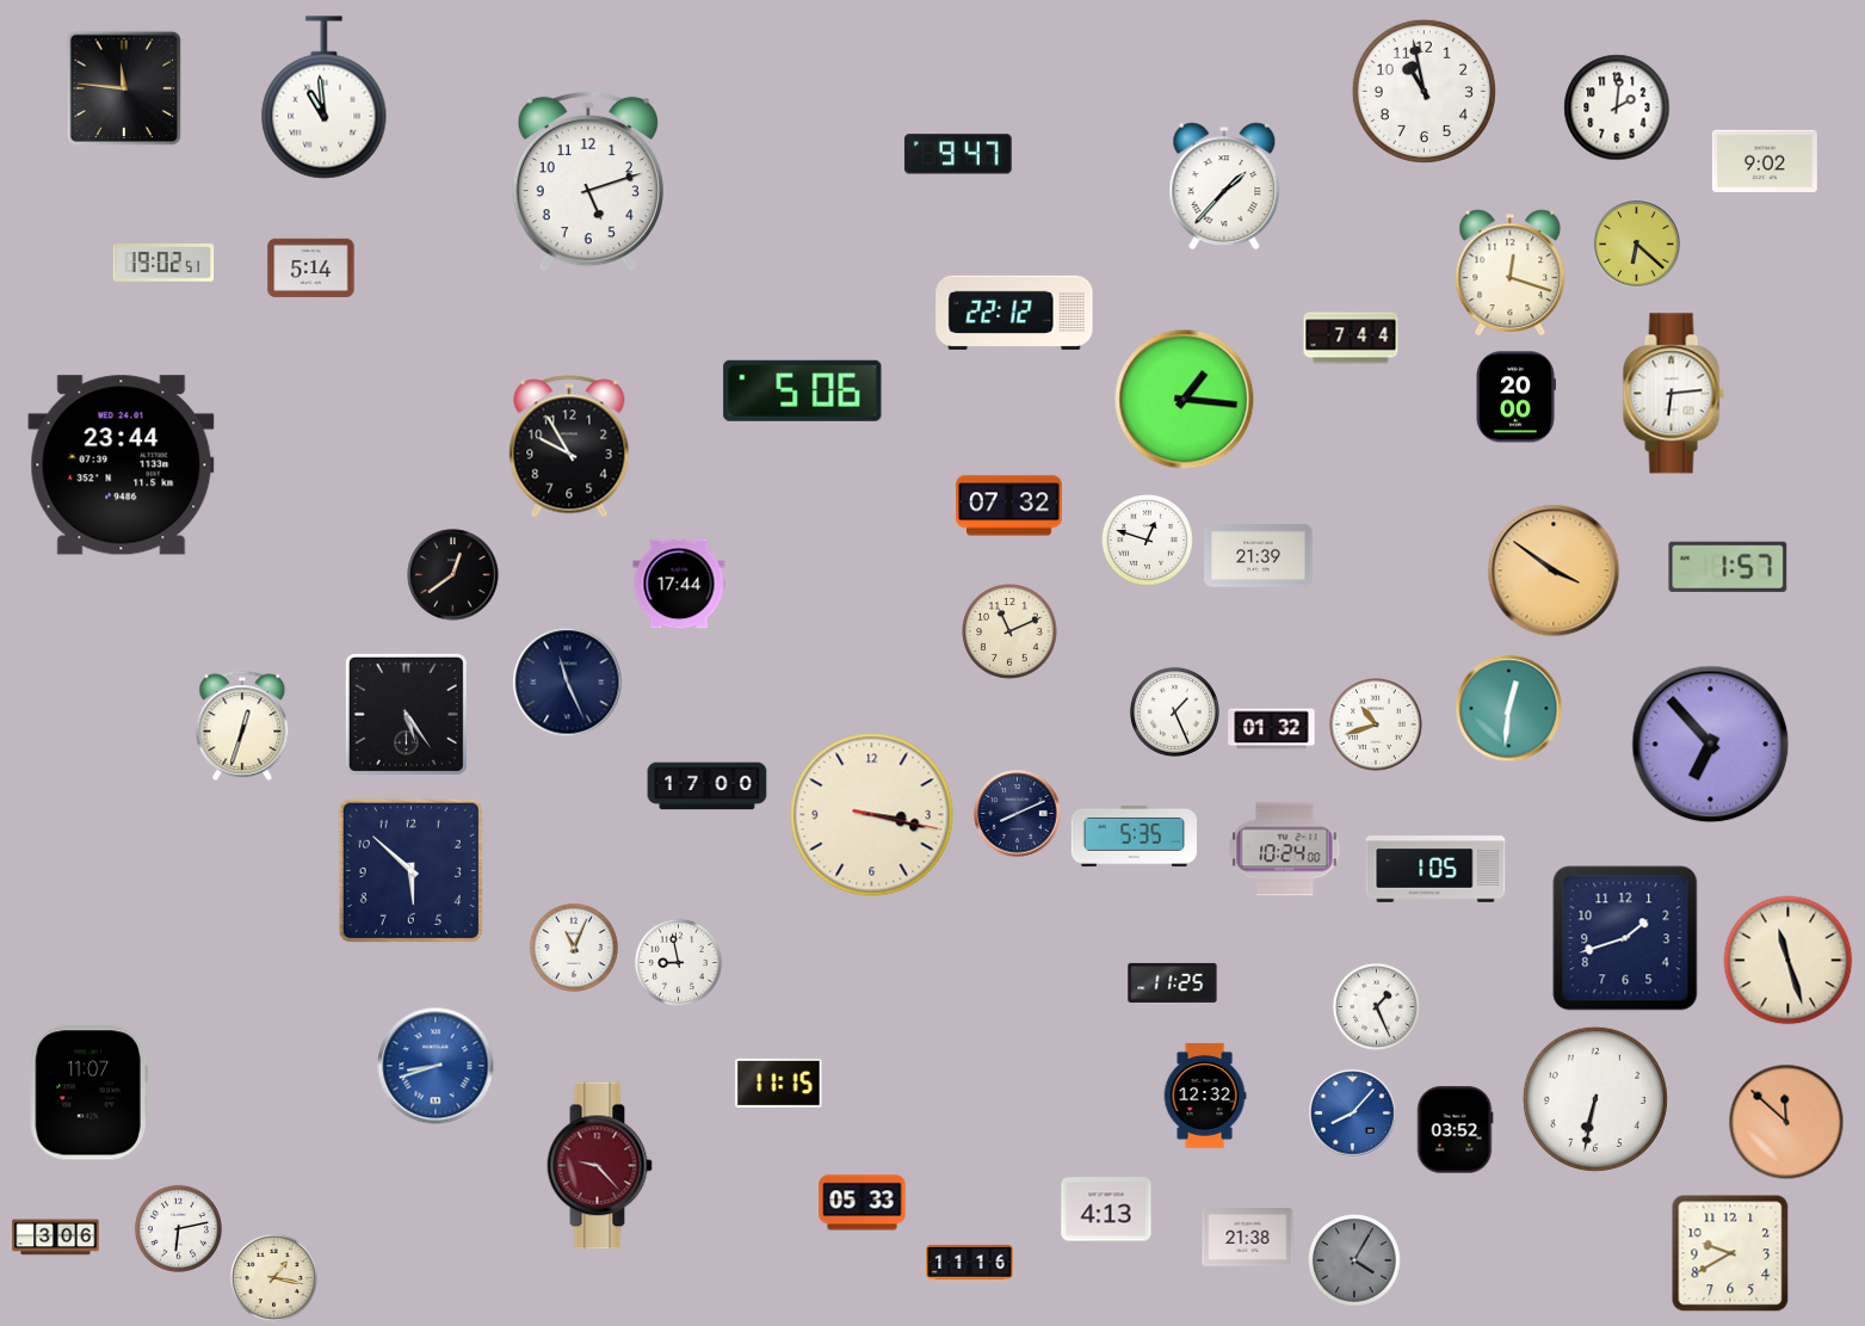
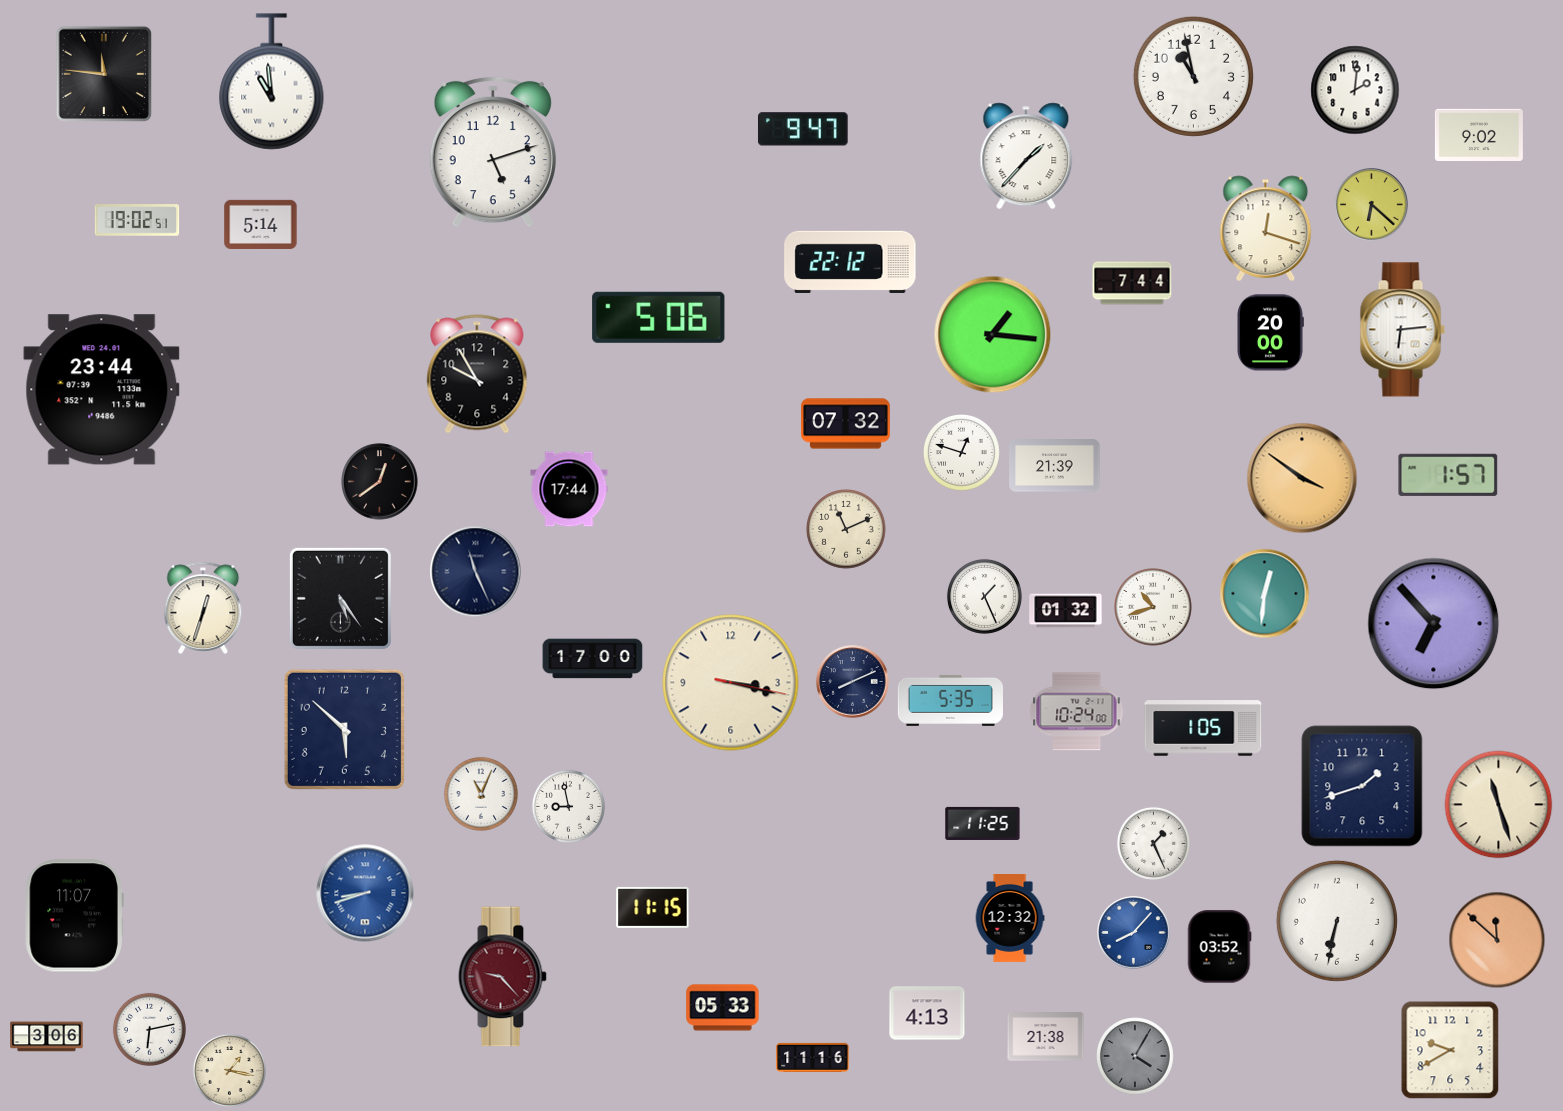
clock at (803, 390) position: (803, 390) -> (659, 317)
